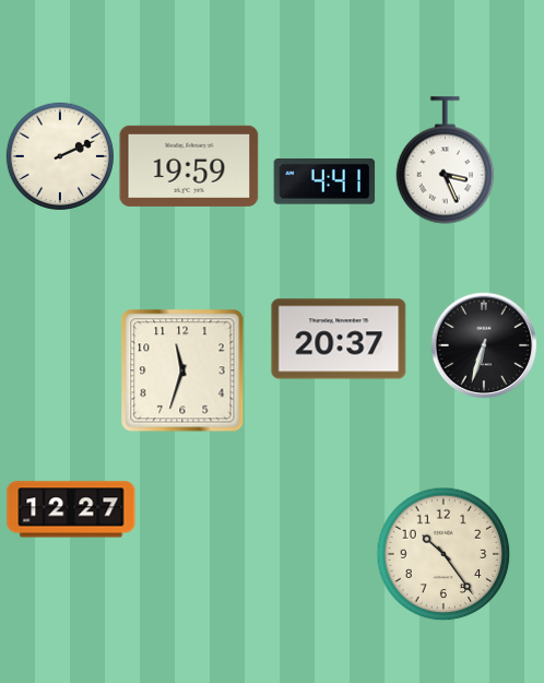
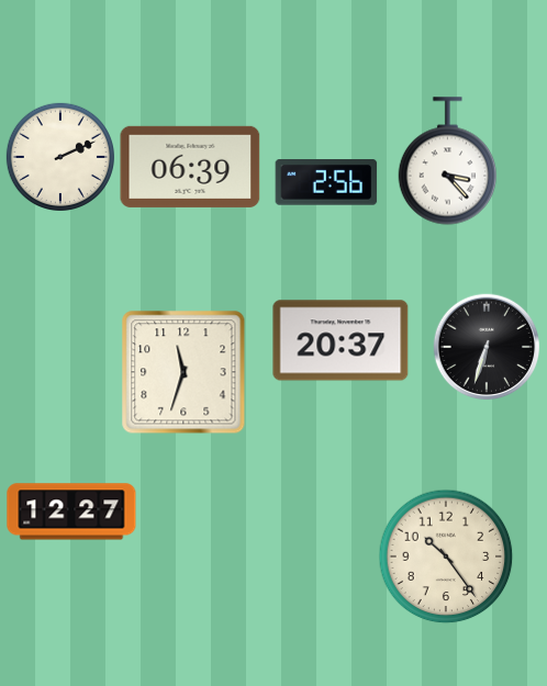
clock at (446, 161): 3:26 -> 3:23
clock at (189, 166): 19:59 -> 06:39
clock at (324, 181): 4:41 -> 2:56
